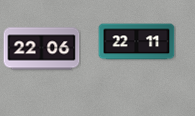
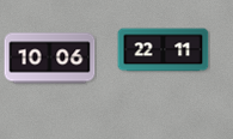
clock at (42, 49): 22:06 -> 10:06
